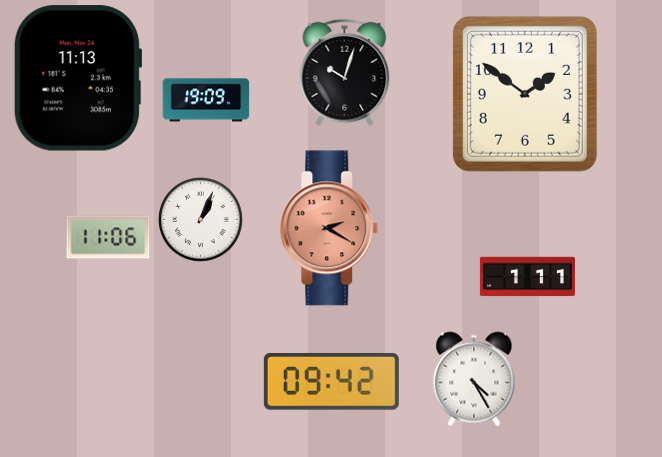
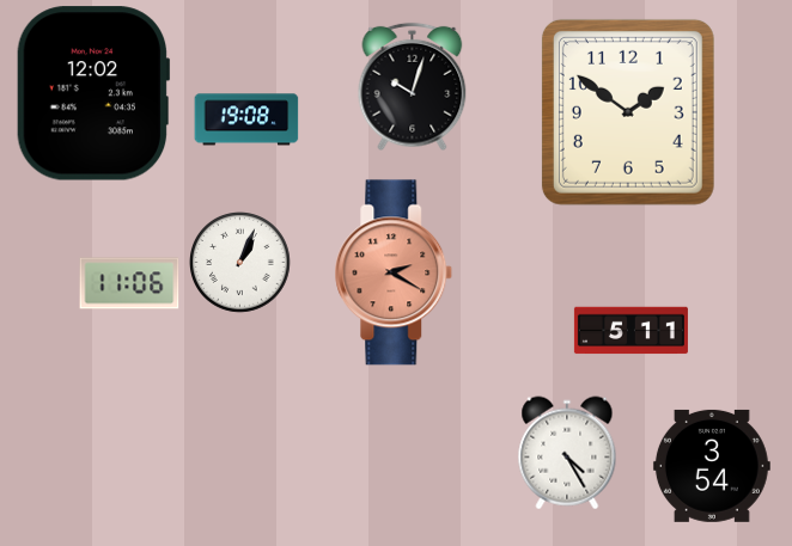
clock at (78, 78): 11:13 -> 12:02
clock at (206, 100): 19:09 -> 19:08
clock at (527, 277): 1:11 -> 5:11
clock at (331, 381): 09:42 -> none
clock at (712, 466): none -> 3:54
